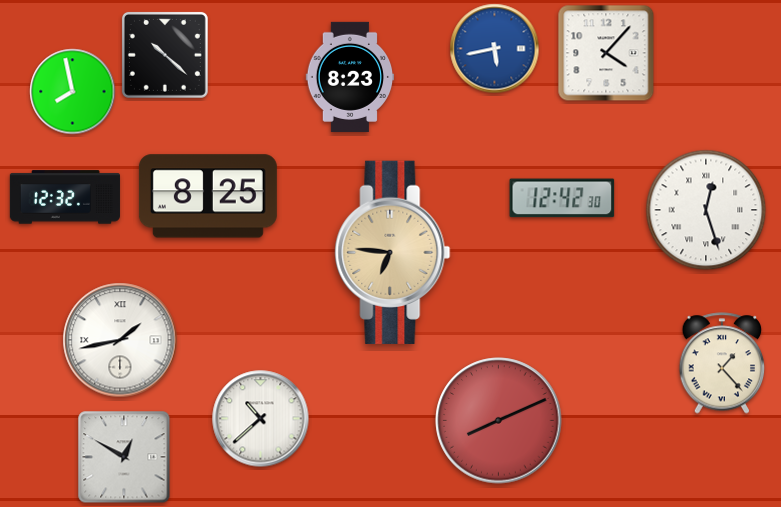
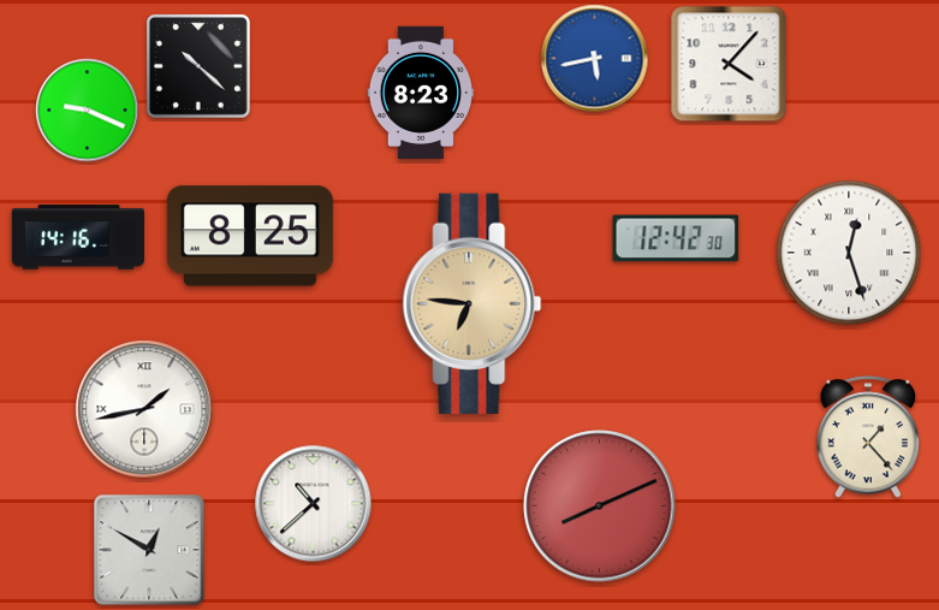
clock at (73, 92): 7:58 -> 9:19
clock at (65, 197): 12:32 -> 14:16
